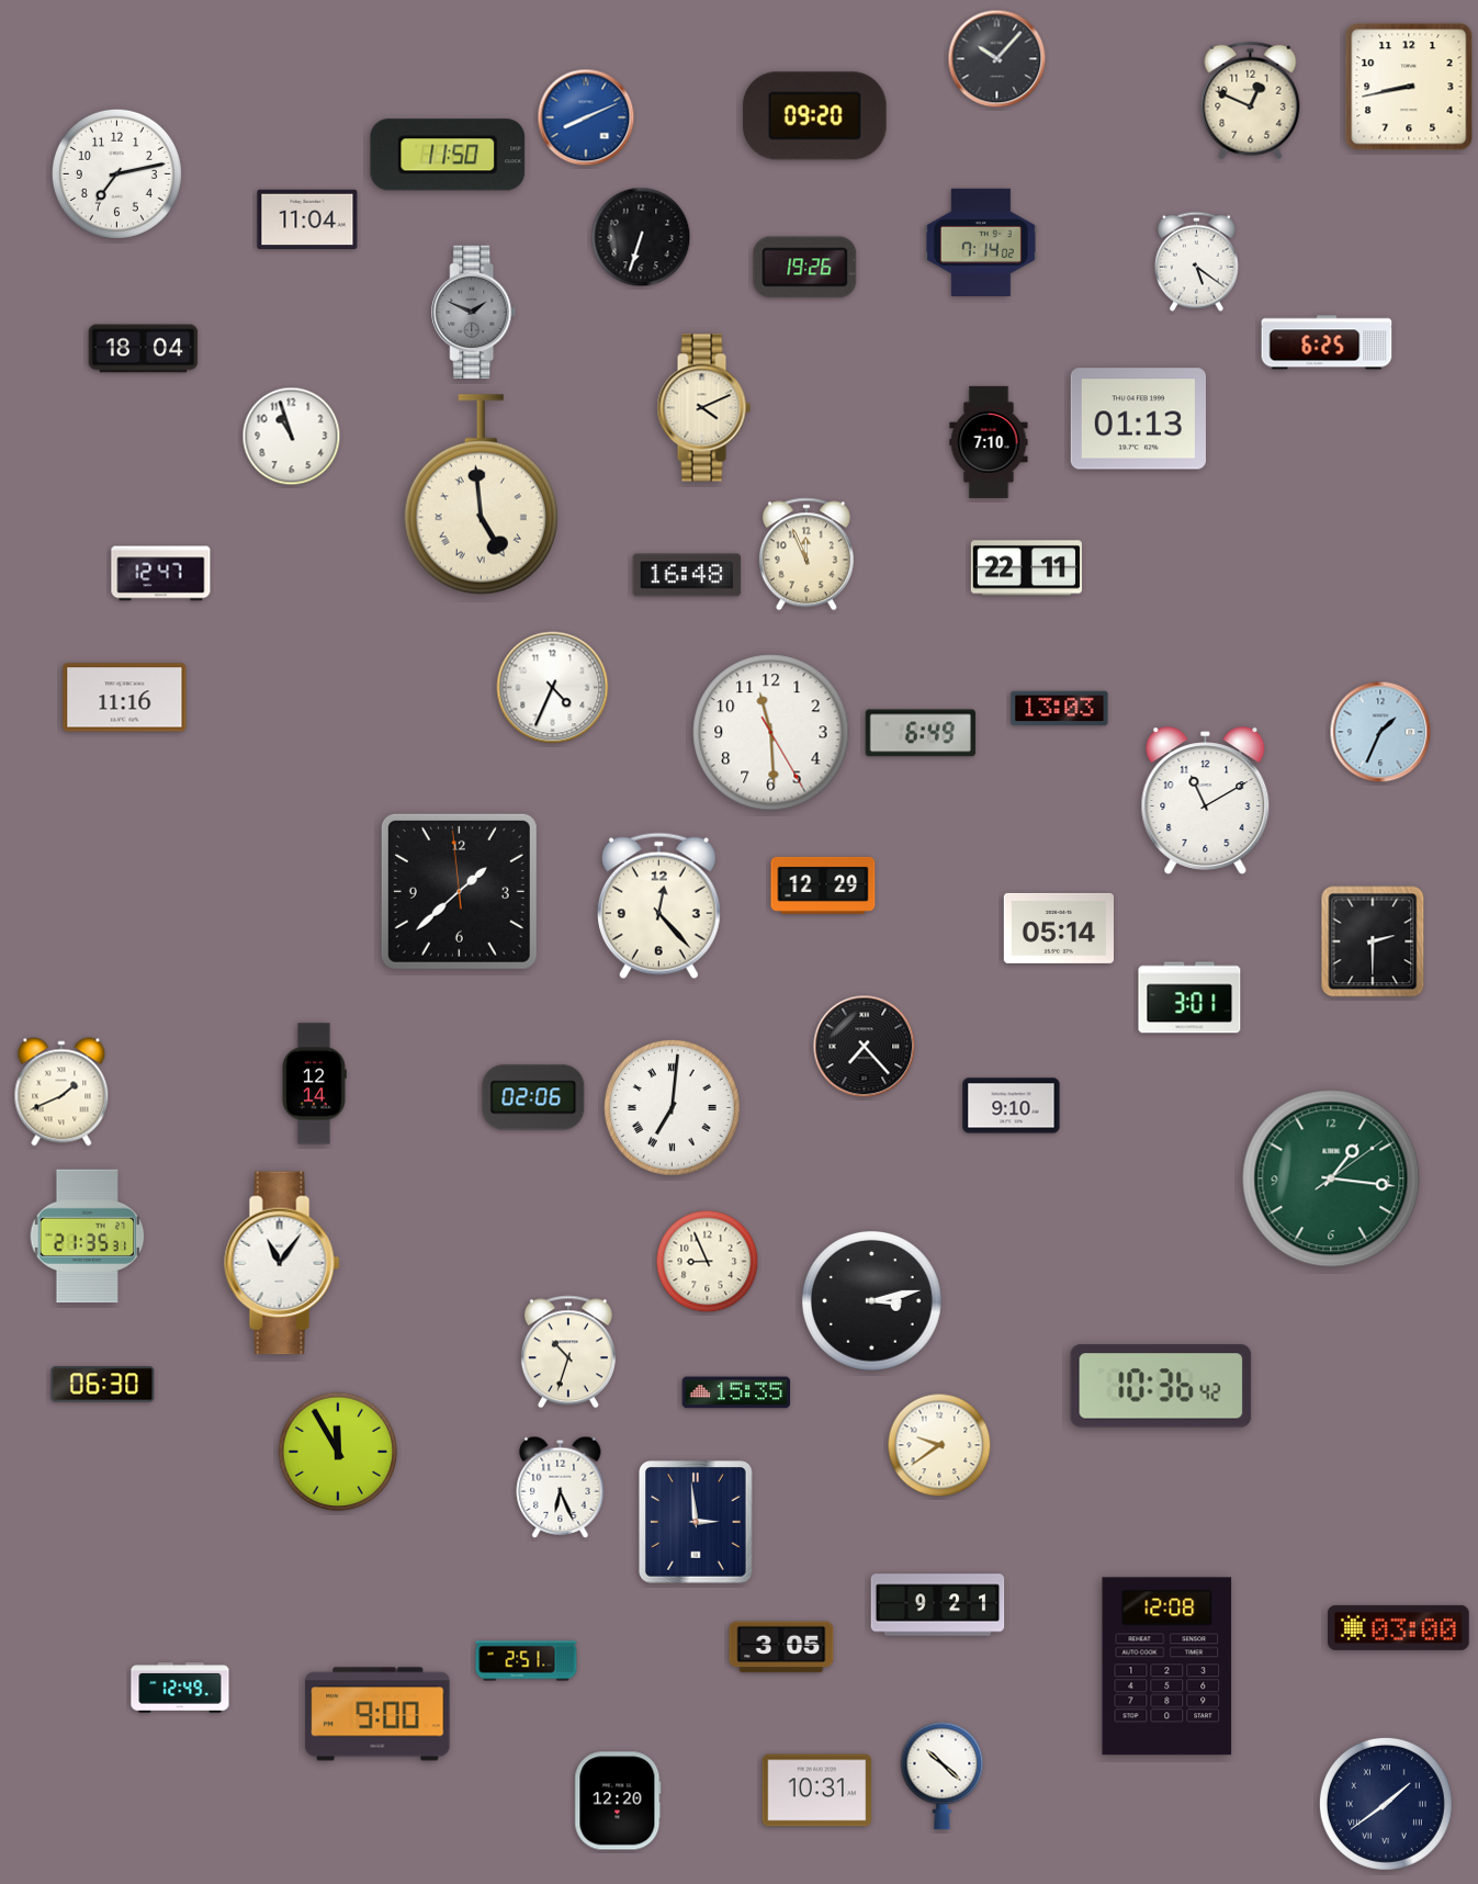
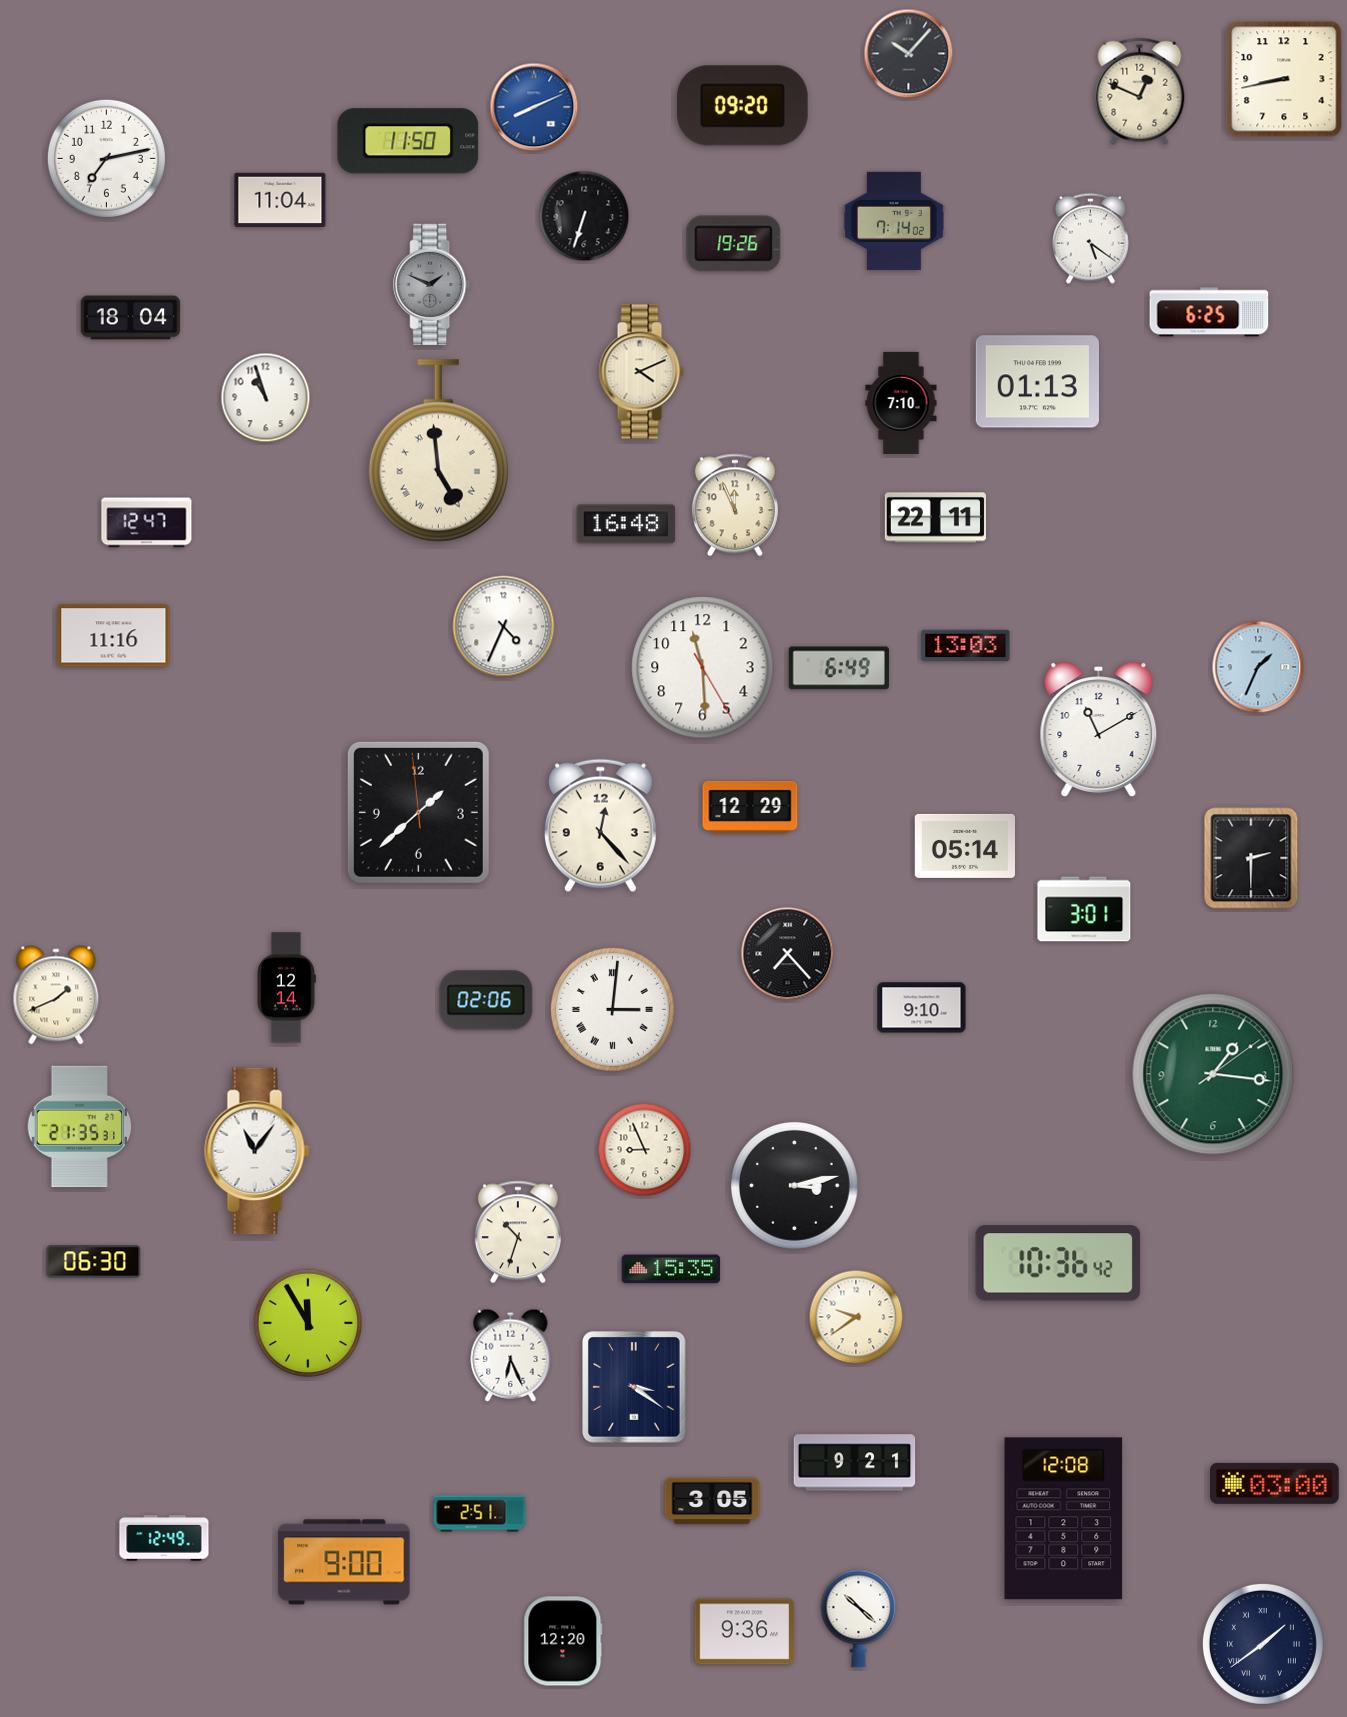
clock at (672, 1107): 7:01 -> 3:01
clock at (697, 1522): 2:59 -> 3:21
clock at (817, 1791): 10:31 -> 9:36
